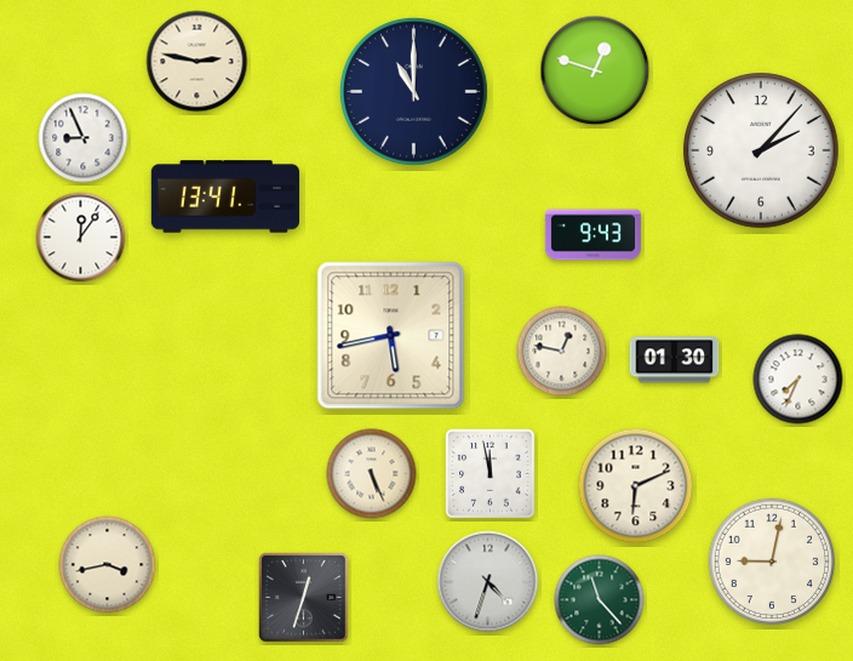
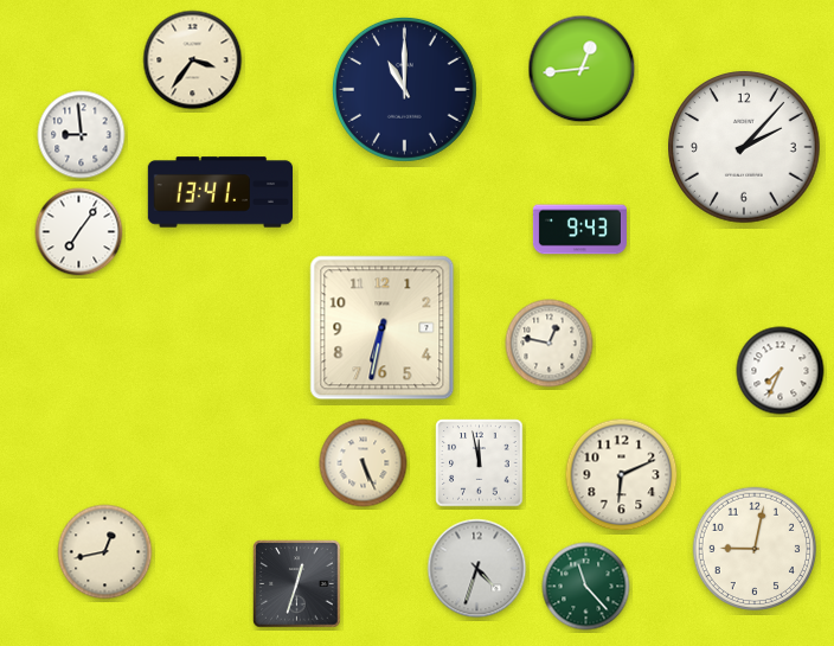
clock at (197, 62): 2:47 -> 3:36
clock at (595, 70): 12:48 -> 12:44
clock at (84, 138): 8:56 -> 8:59
clock at (81, 238): 12:06 -> 7:06
clock at (391, 336): 5:43 -> 6:32
clock at (675, 360): 01:30 -> none
clock at (108, 565): 3:43 -> 12:43
